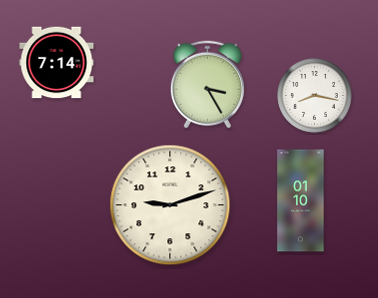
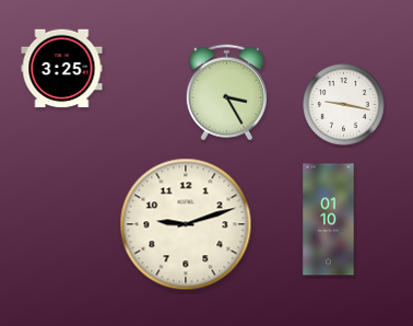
clock at (57, 63): 7:14 -> 3:25
clock at (315, 96): 8:17 -> 9:17
